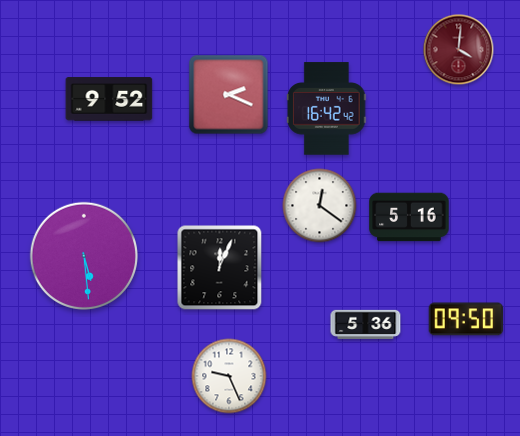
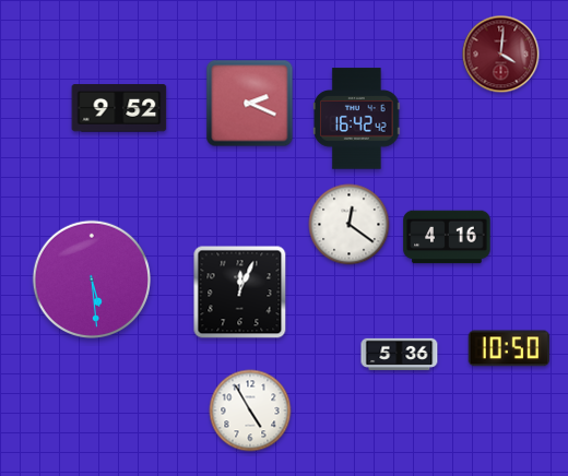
clock at (409, 217): 5:16 -> 4:16
clock at (466, 319): 09:50 -> 10:50
clock at (229, 376): 9:26 -> 4:55
